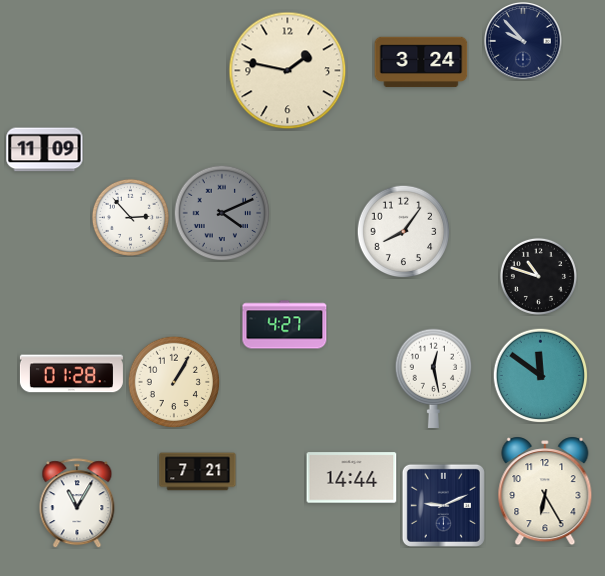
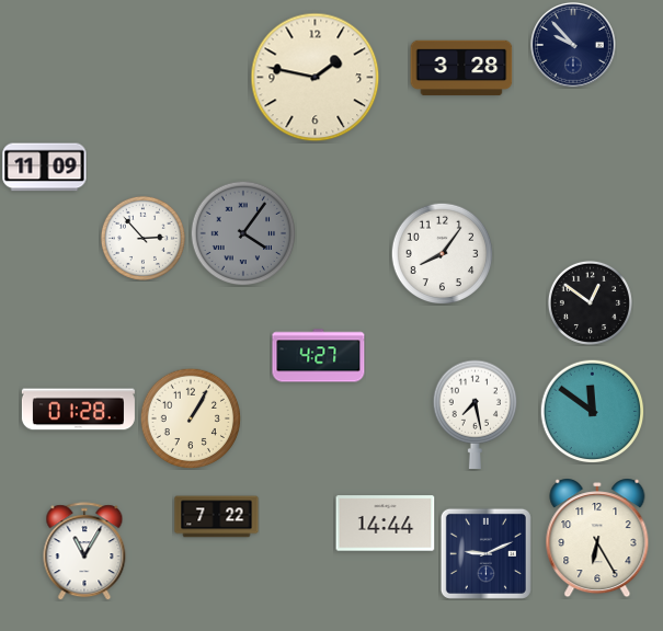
clock at (421, 62): 3:24 -> 3:28
clock at (45, 150) position: (45, 150) -> (45, 168)
clock at (222, 213): 4:11 -> 4:06
clock at (538, 276): 10:48 -> 12:51
clock at (285, 325) position: (285, 325) -> (319, 356)
clock at (434, 378): 12:28 -> 7:28
clock at (198, 472): 7:21 -> 7:22
